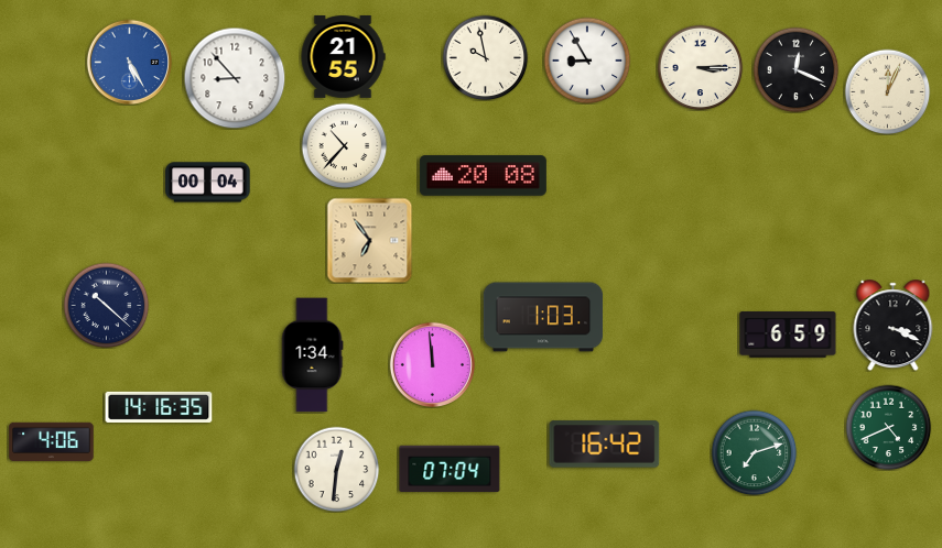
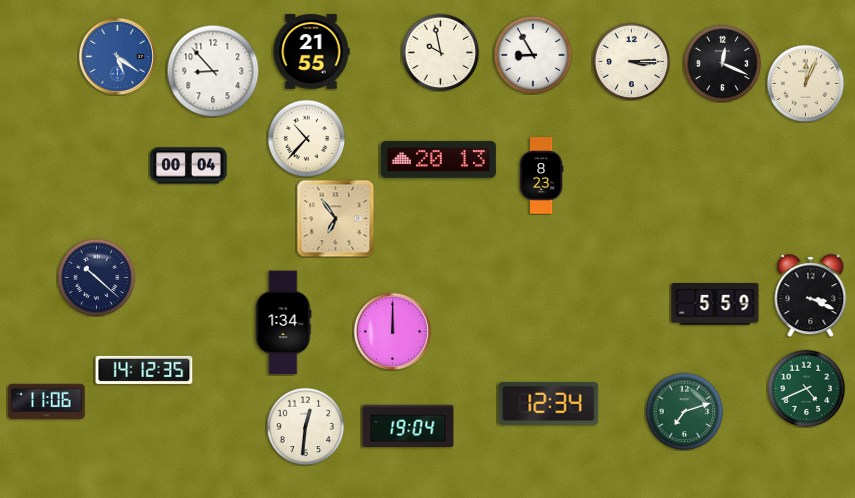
clock at (129, 62): 5:25 -> 5:21
clock at (700, 67) position: (700, 67) -> (631, 61)
clock at (344, 145) position: (344, 145) -> (306, 138)
clock at (483, 176): 20:08 -> 20:13
clock at (541, 176): none -> 8:23
clock at (543, 317): 1:03 -> none
clock at (788, 336): 6:59 -> 5:59
clock at (432, 364): 11:59 -> 12:00
clock at (159, 407): 14:16 -> 14:12
clock at (52, 442): 4:06 -> 11:06
clock at (605, 445): 16:42 -> 12:34
clock at (450, 468): 07:04 -> 19:04
